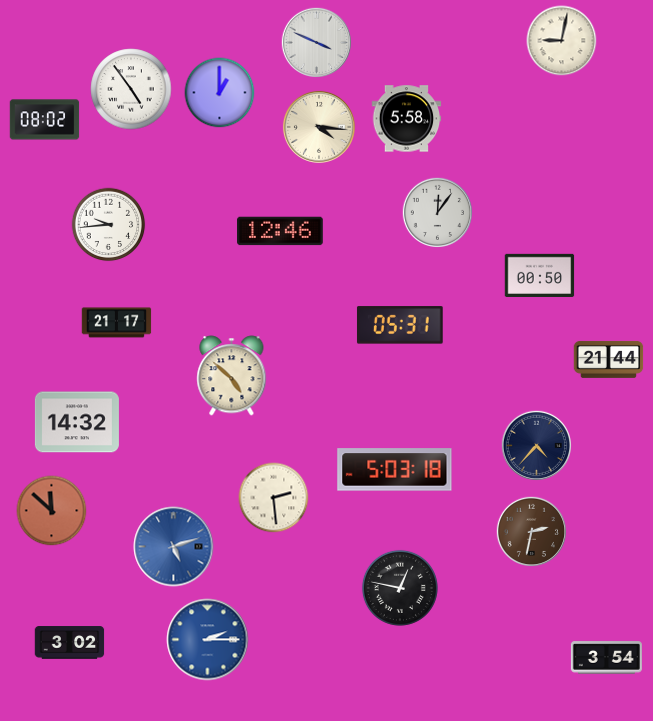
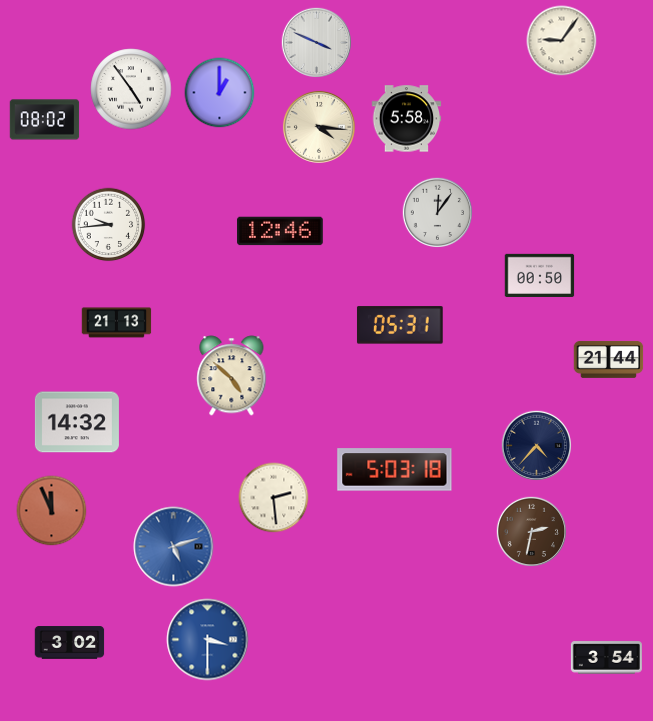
clock at (562, 41): 9:02 -> 9:06
clock at (117, 323): 21:17 -> 21:13
clock at (52, 511): 11:52 -> 11:56
clock at (400, 588): 12:47 -> none
clock at (208, 640): 2:15 -> 3:30
